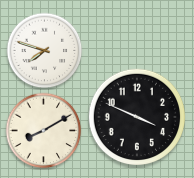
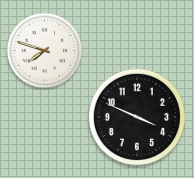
clock at (44, 131): 8:10 -> none
